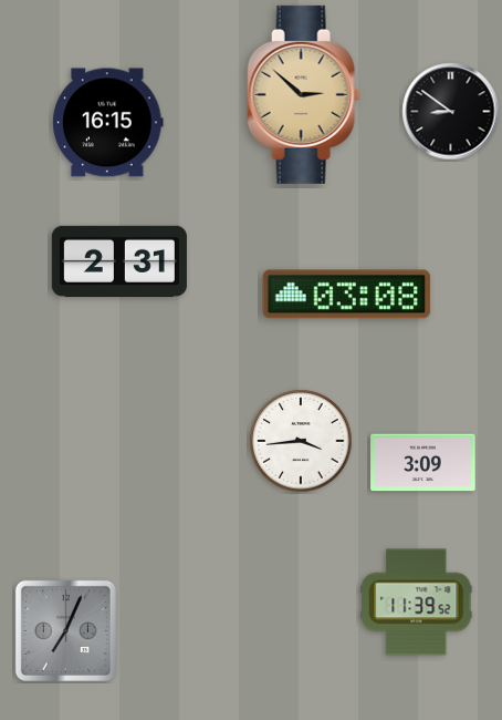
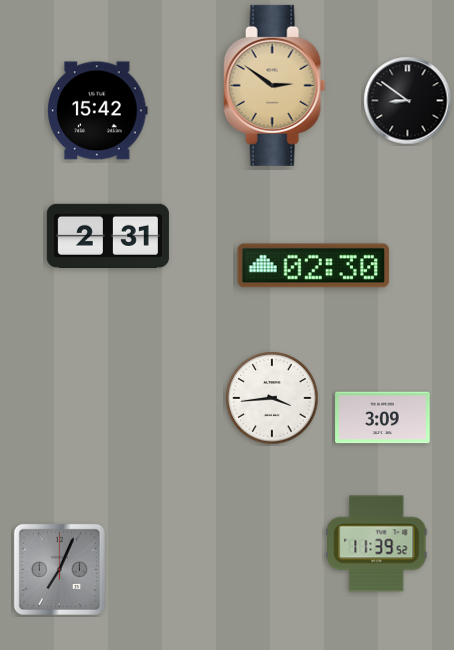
clock at (304, 94): 2:52 -> 2:51
clock at (108, 123): 16:15 -> 15:42
clock at (347, 295): 03:08 -> 02:30
